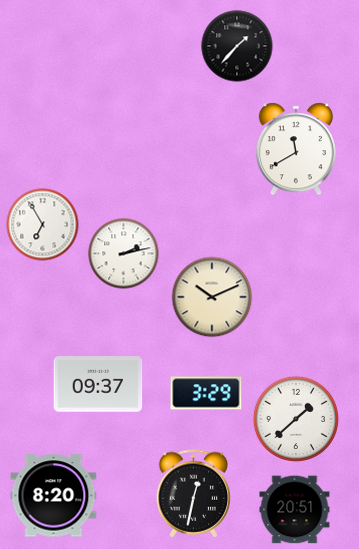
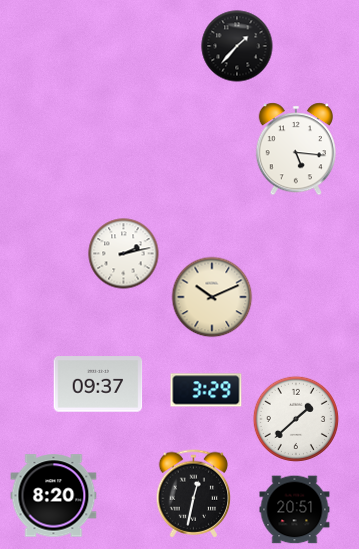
clock at (296, 149): 11:40 -> 5:16
clock at (43, 225): 6:55 -> none
clock at (206, 393) position: (206, 393) -> (206, 390)
